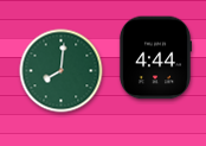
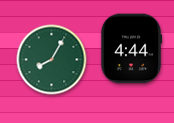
clock at (62, 71): 8:01 -> 8:05
